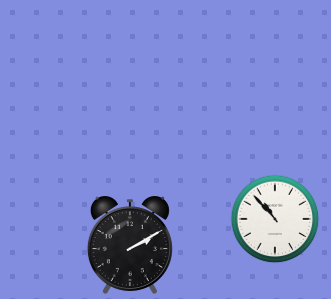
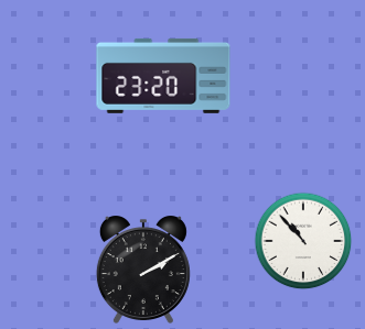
clock at (163, 76): none -> 23:20
